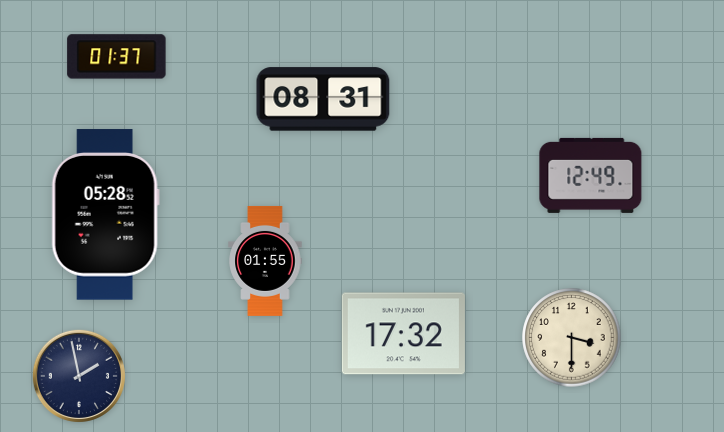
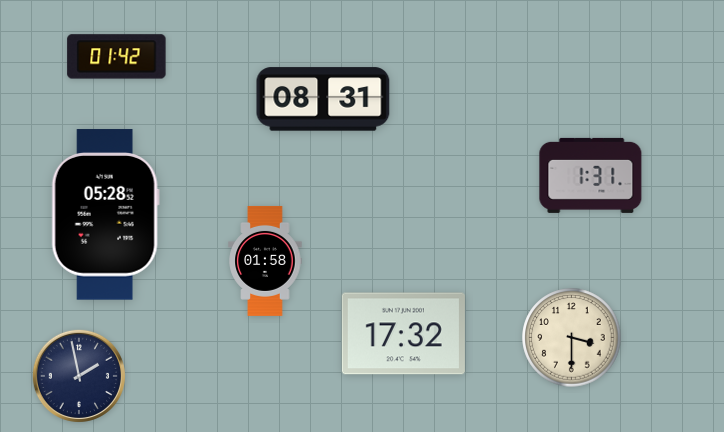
clock at (117, 57): 01:37 -> 01:42
clock at (591, 175): 12:49 -> 1:31
clock at (265, 261): 01:55 -> 01:58
